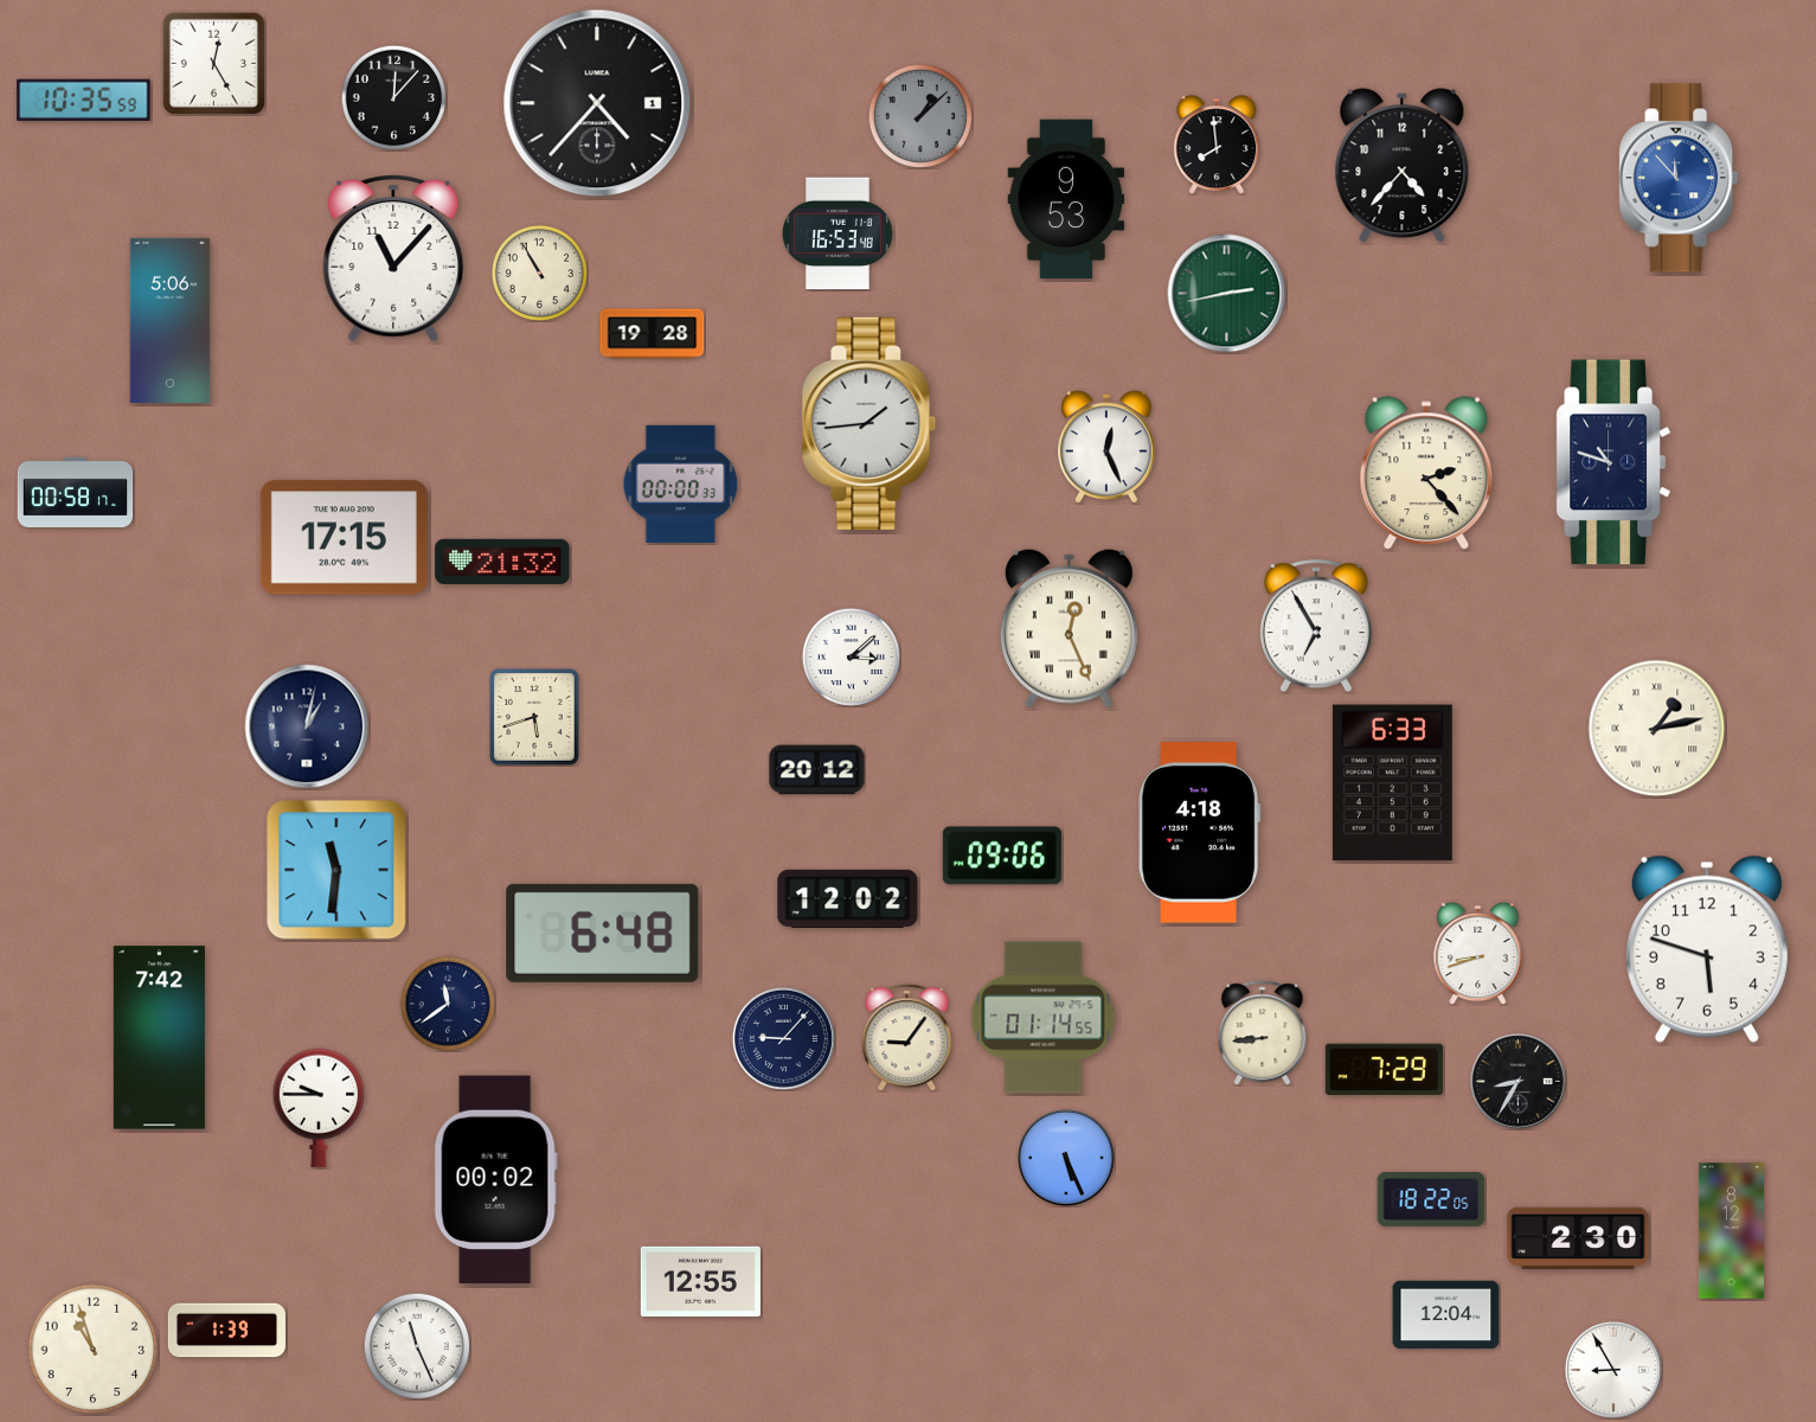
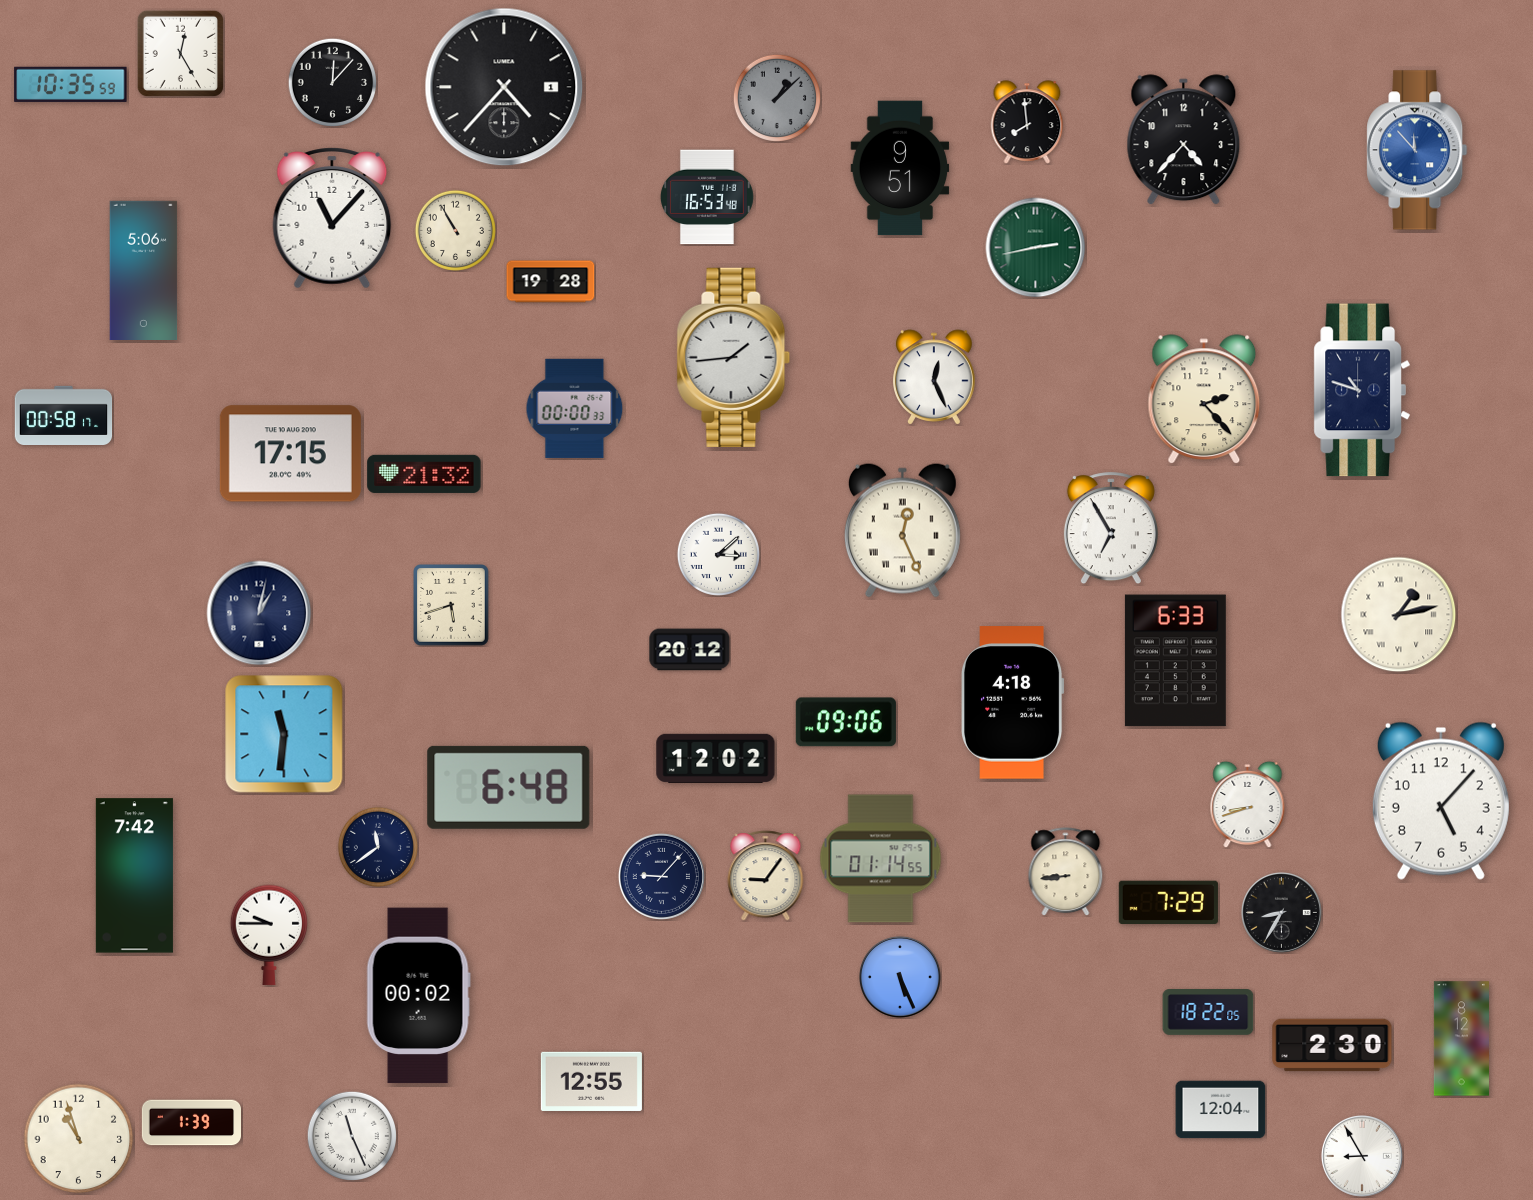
clock at (1066, 199): 9:53 -> 9:51
clock at (1707, 949): 5:48 -> 5:07
